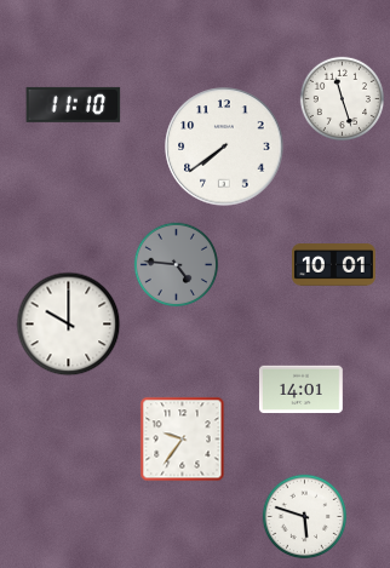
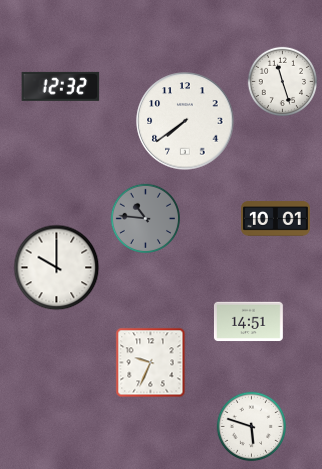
clock at (74, 104): 11:10 -> 12:32
clock at (176, 264): 4:46 -> 10:46
clock at (302, 390): 14:01 -> 14:51
clock at (183, 440): 9:36 -> 9:34
